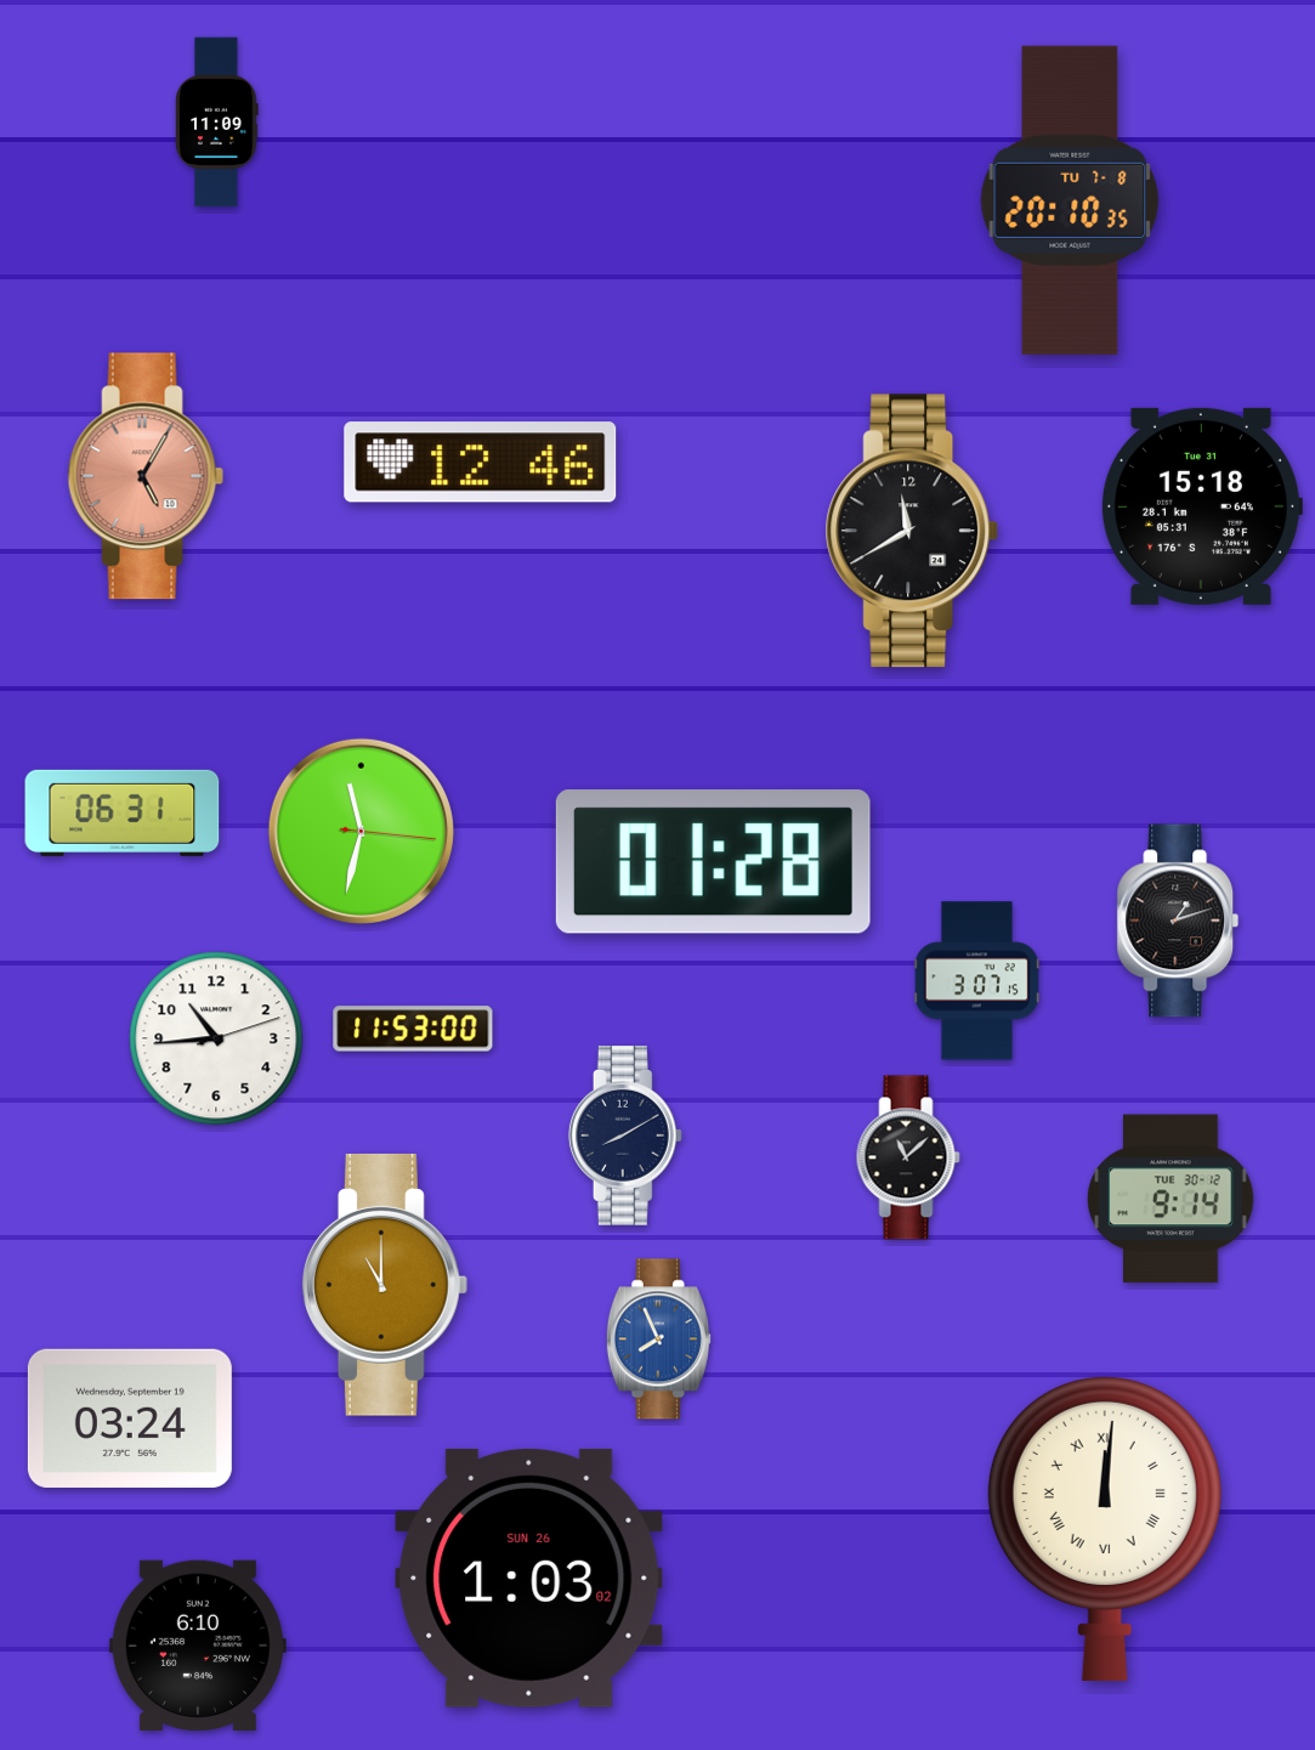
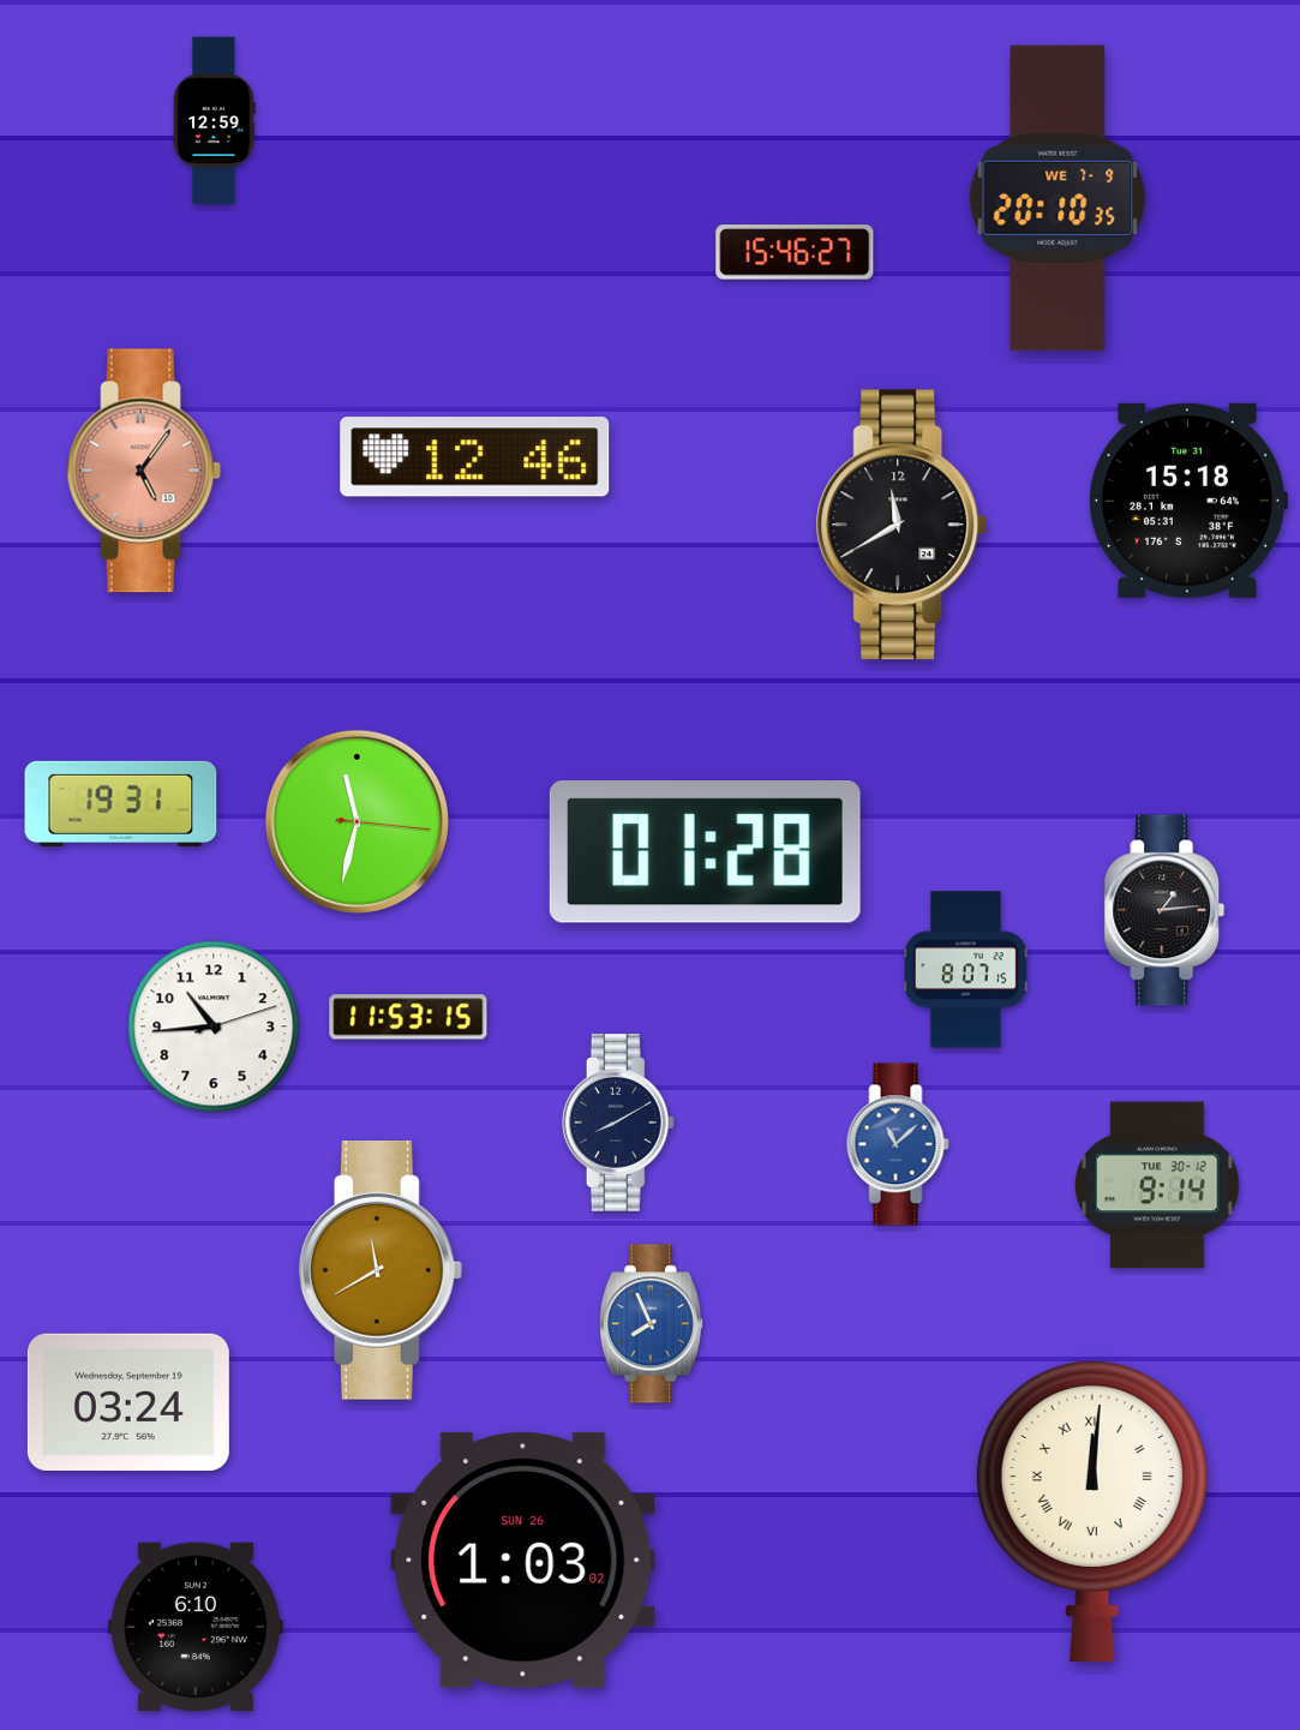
clock at (217, 123): 11:09 -> 12:59
clock at (1070, 200) date: TU 7-8 -> WE 7-9
clock at (795, 252): none -> 15:46
clock at (146, 476): 5:05 -> 5:06
clock at (123, 812): 06:31 -> 19:31
clock at (1178, 921): 1:12 -> 1:14
clock at (976, 981): 3:07 -> 8:07
clock at (413, 1029): 11:53:00 -> 11:53:15
clock at (908, 1157) dial: black -> blue
clock at (385, 1285): 11:00 -> 11:40
